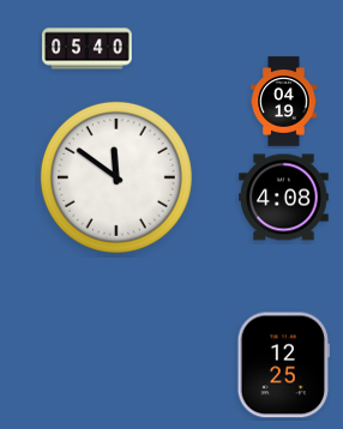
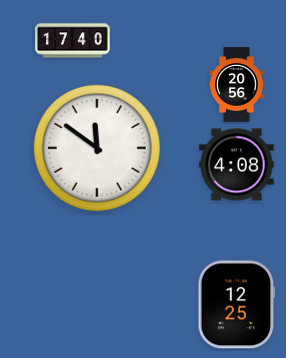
clock at (88, 49): 05:40 -> 17:40
clock at (284, 102): 04:19 -> 20:56
